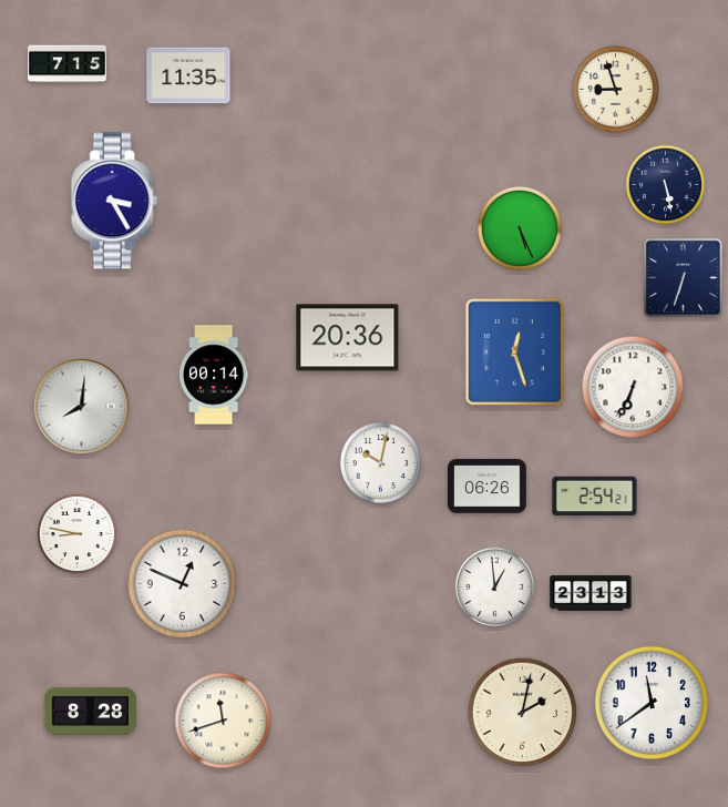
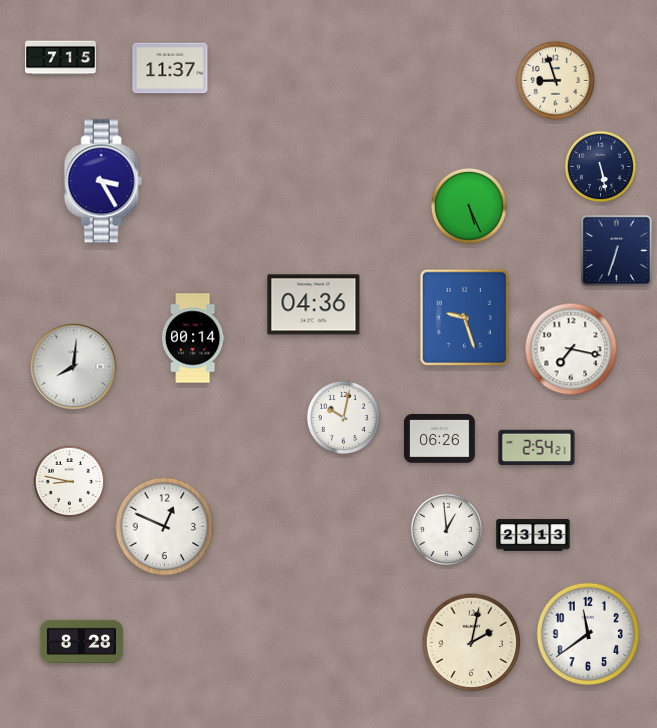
clock at (188, 75): 11:35 -> 11:37
clock at (348, 338): 20:36 -> 04:36
clock at (514, 351): 12:27 -> 9:27
clock at (633, 387): 6:34 -> 7:17
clock at (223, 721): 11:42 -> none
